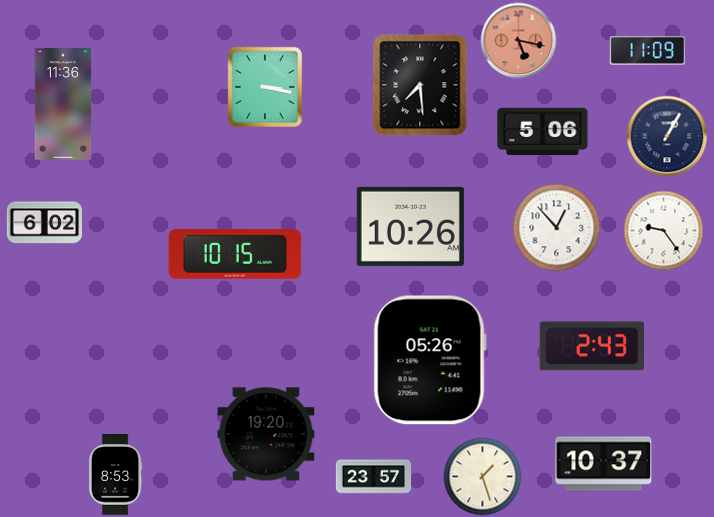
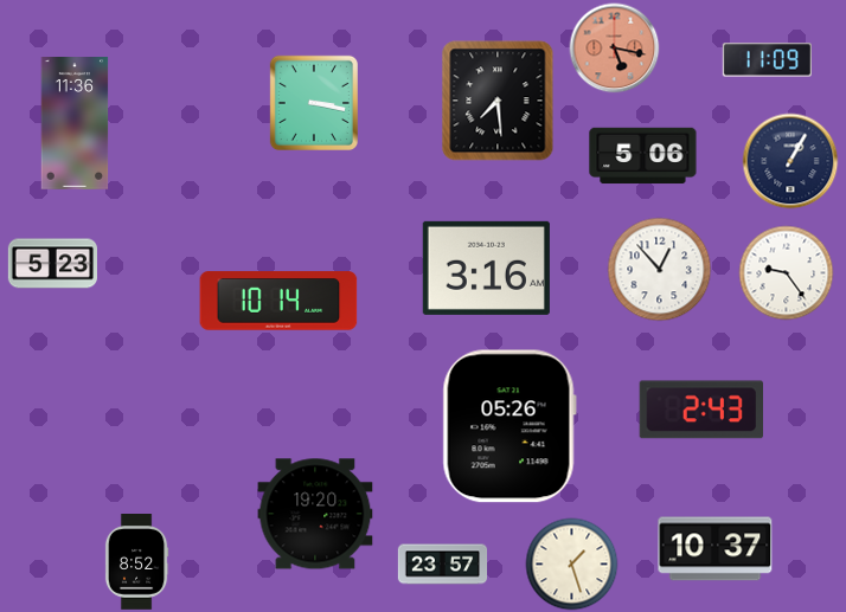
clock at (44, 223): 6:02 -> 5:23
clock at (410, 226): 10:26 -> 3:16
clock at (235, 254): 10:15 -> 10:14
clock at (115, 475): 8:53 -> 8:52
